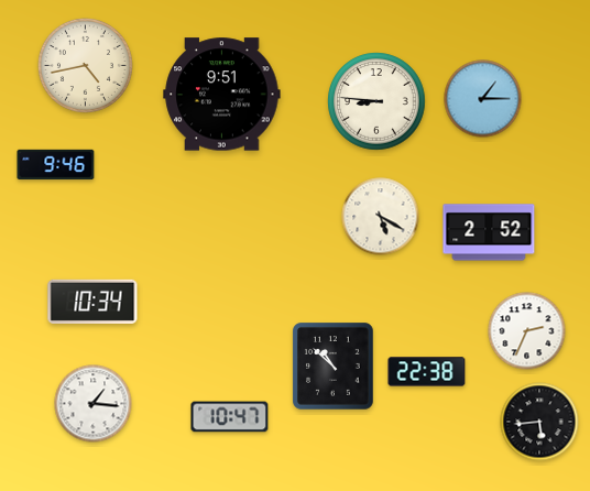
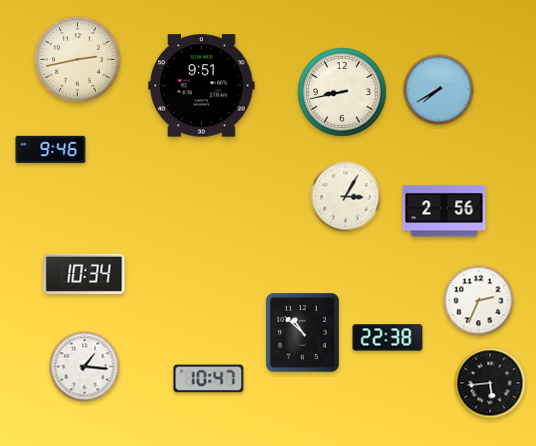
clock at (85, 65): 4:43 -> 2:43
clock at (483, 99): 1:15 -> 7:40
clock at (376, 101): 8:46 -> 8:43
clock at (381, 217): 5:20 -> 3:05
clock at (489, 232): 2:52 -> 2:56
